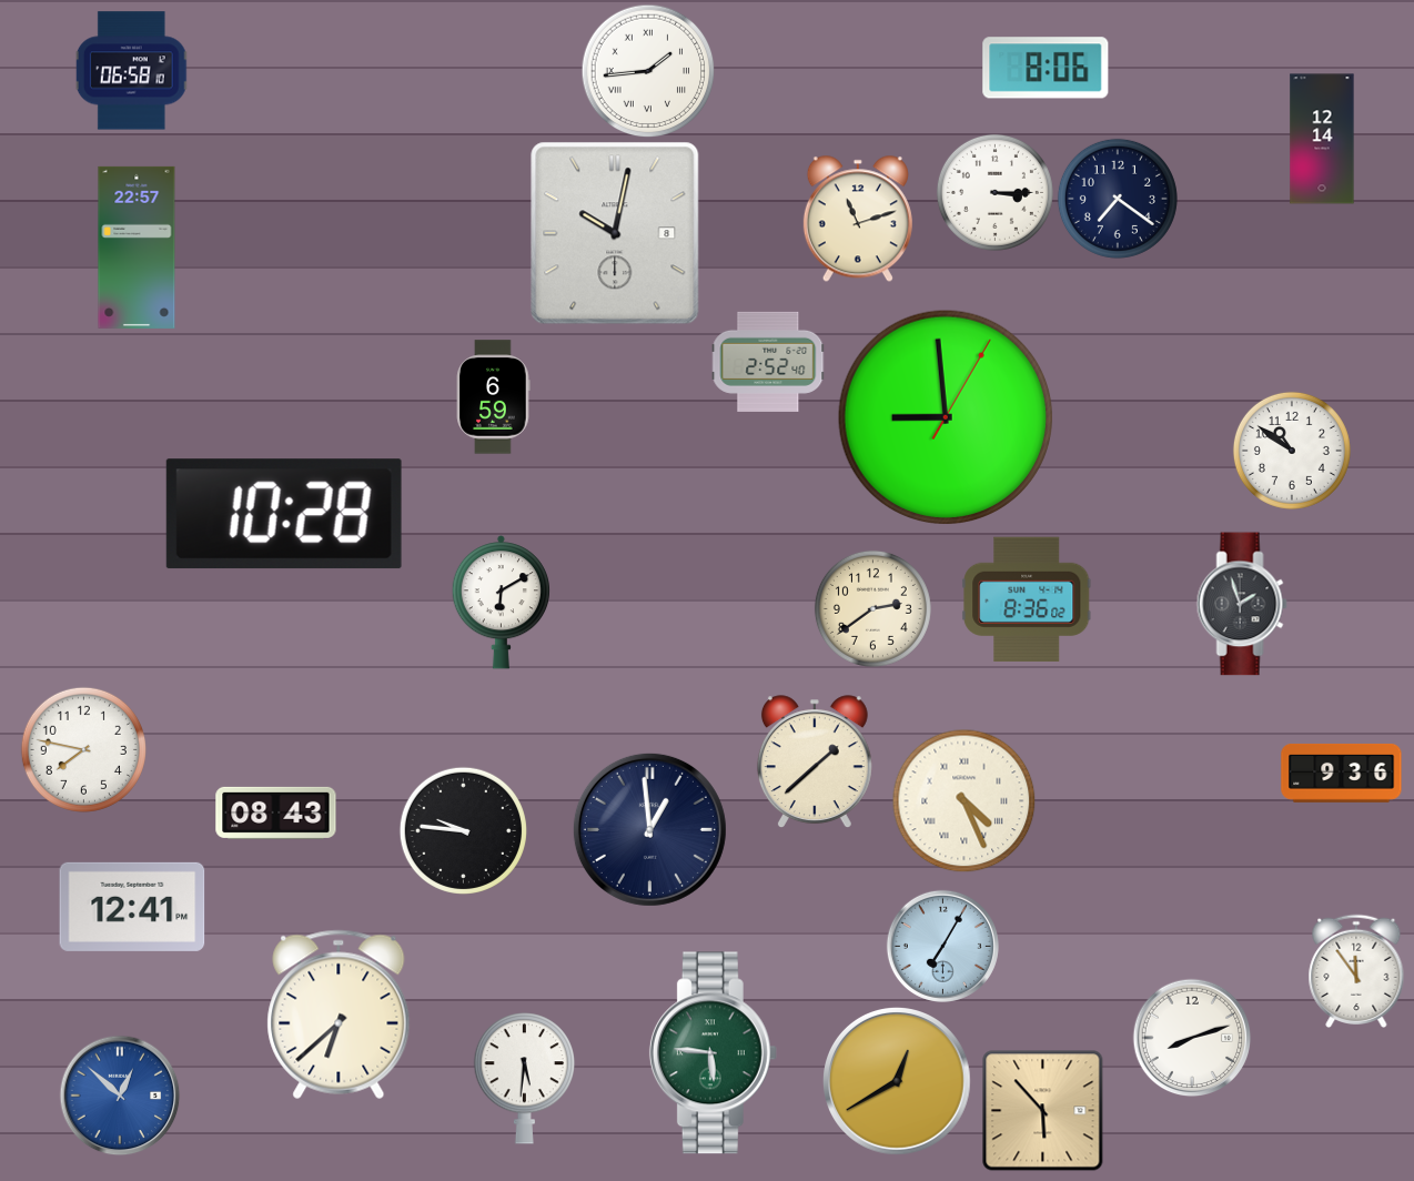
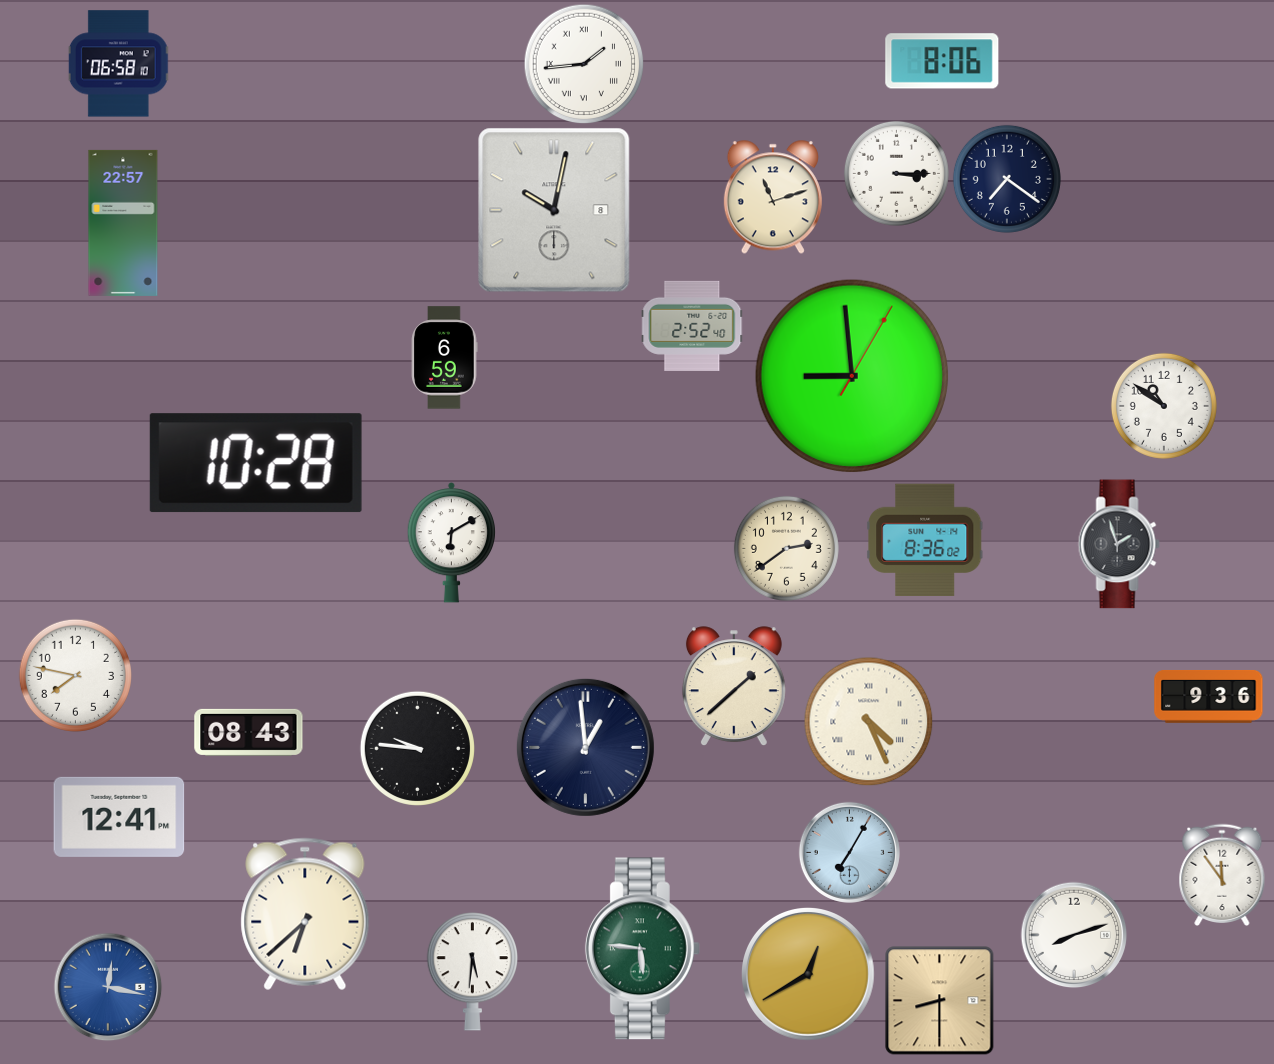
clock at (1322, 139): 12:14 -> none
clock at (120, 1096): 12:52 -> 12:17
clock at (1042, 1110): 5:53 -> 8:30
